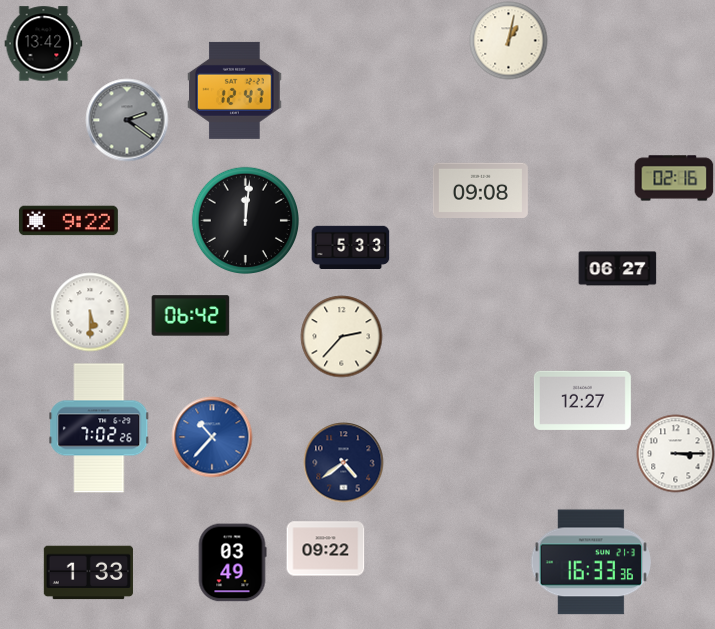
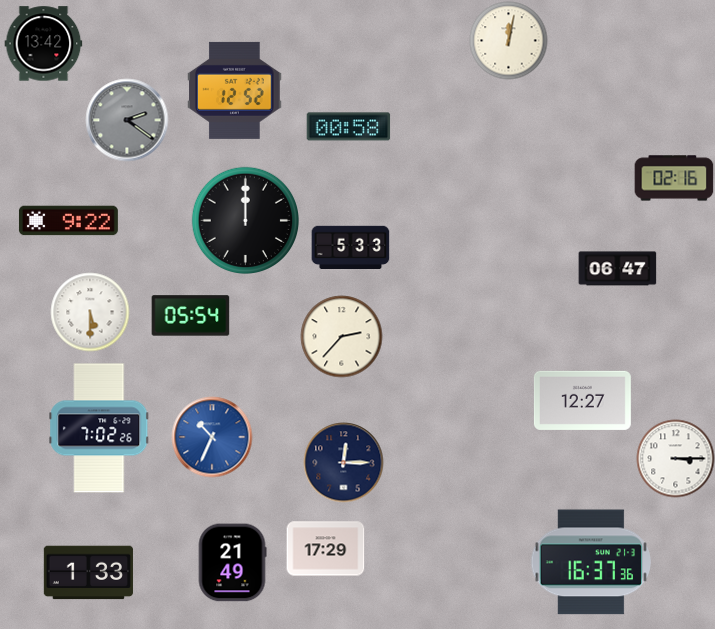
clock at (508, 40): 1:02 -> 12:02
clock at (235, 90): 12:47 -> 12:52
clock at (348, 127): none -> 00:58
clock at (480, 190): 09:08 -> none
clock at (245, 220): 12:01 -> 12:00
clock at (617, 269): 06:27 -> 06:47
clock at (190, 316): 06:42 -> 05:54
clock at (212, 437): 10:37 -> 10:34
clock at (675, 453) position: (675, 453) -> (675, 458)
clock at (343, 462): 4:39 -> 12:15
clock at (325, 549): 09:22 -> 17:29
clock at (232, 562): 03:49 -> 21:49
clock at (590, 562): 16:33 -> 16:37
